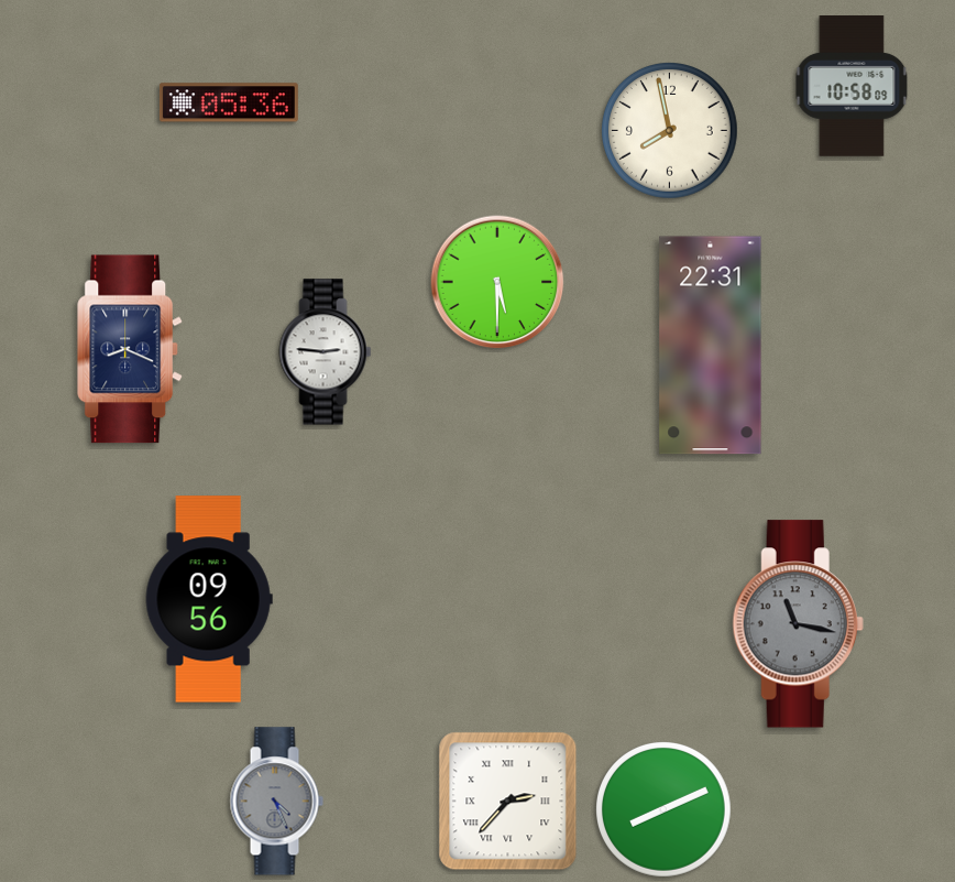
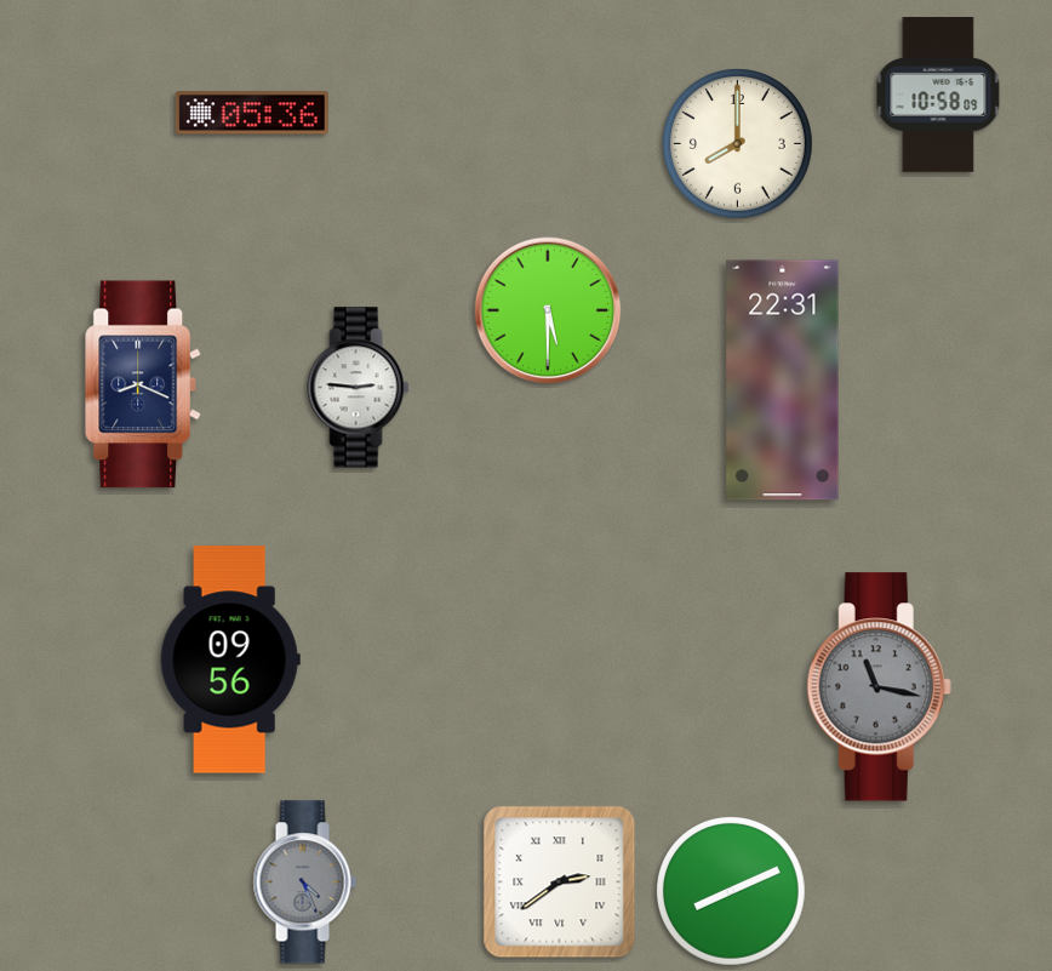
clock at (670, 131): 7:58 -> 8:00
clock at (508, 802): 2:37 -> 2:39
